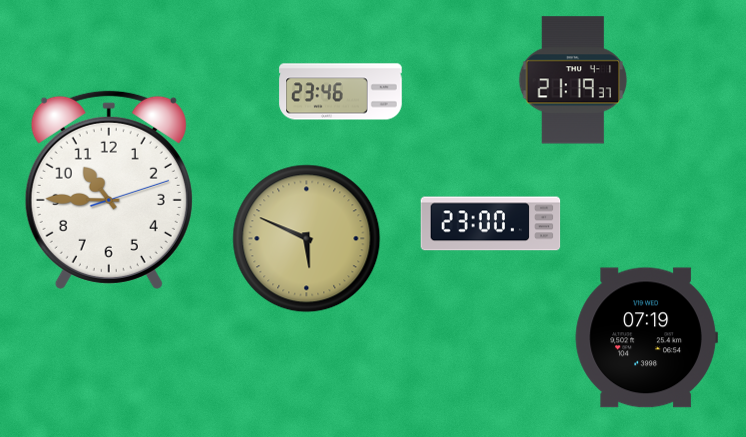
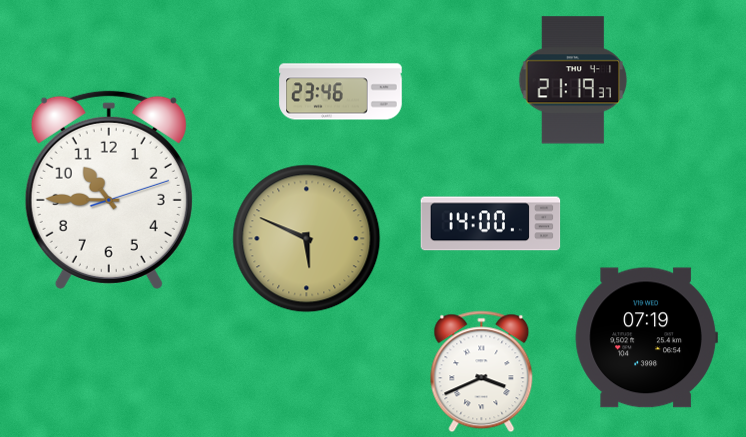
clock at (491, 224): 23:00 -> 14:00
clock at (482, 372): none -> 3:41
